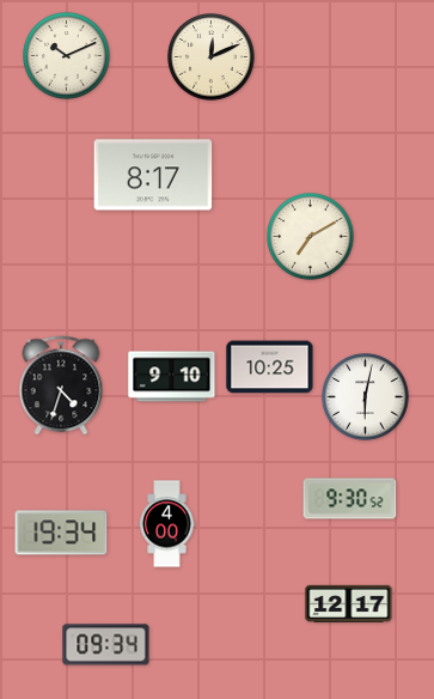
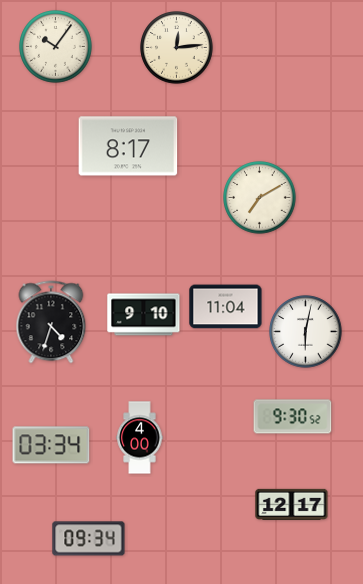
clock at (67, 56): 10:11 -> 10:06
clock at (212, 57): 12:11 -> 12:14
clock at (270, 367): 10:25 -> 11:04
clock at (61, 533): 19:34 -> 03:34
